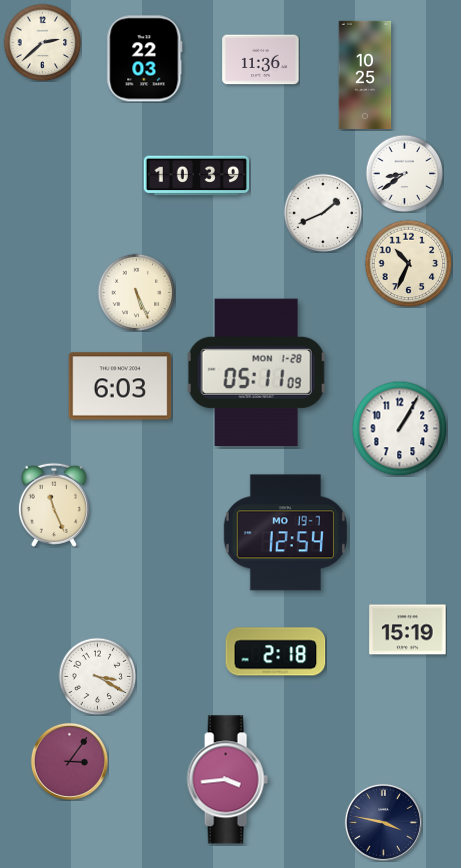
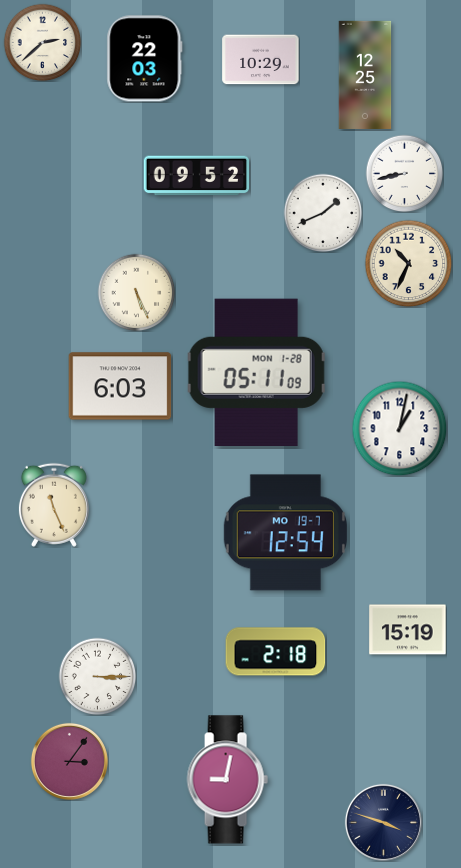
clock at (261, 60): 11:36 -> 10:29
clock at (365, 75): 10:25 -> 12:25
clock at (404, 173): 8:39 -> 8:43
clock at (196, 176): 10:39 -> 09:52
clock at (399, 428): 1:05 -> 1:02
clock at (97, 676): 3:20 -> 3:15
clock at (227, 780): 3:44 -> 9:02
clock at (383, 822): 3:47 -> 3:48
